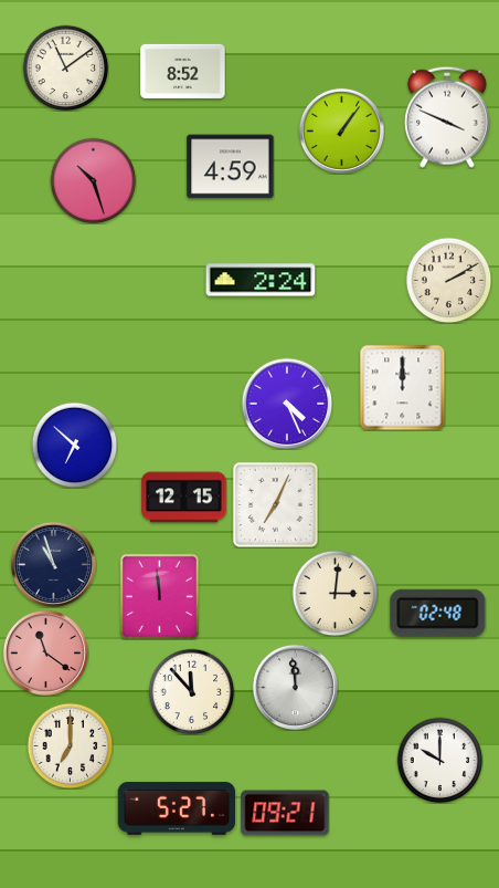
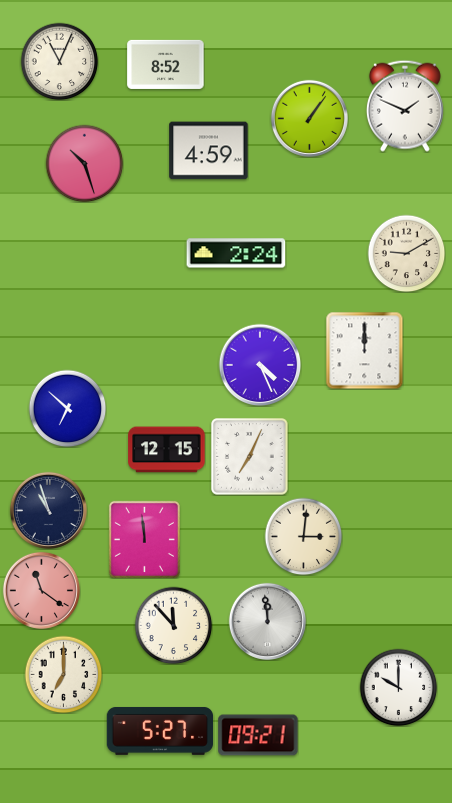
clock at (65, 67): 11:09 -> 11:04
clock at (447, 117): 3:49 -> 1:49
clock at (448, 280): 2:10 -> 9:10
clock at (74, 445) position: (74, 445) -> (67, 408)
clock at (438, 613): 02:48 -> none
